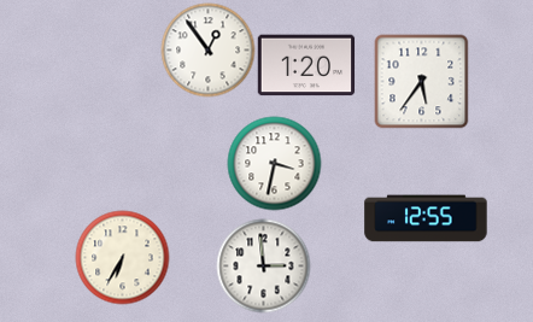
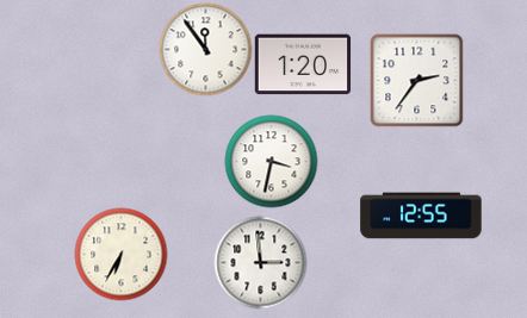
clock at (207, 49): 12:54 -> 11:54
clock at (421, 81): 5:36 -> 2:36
